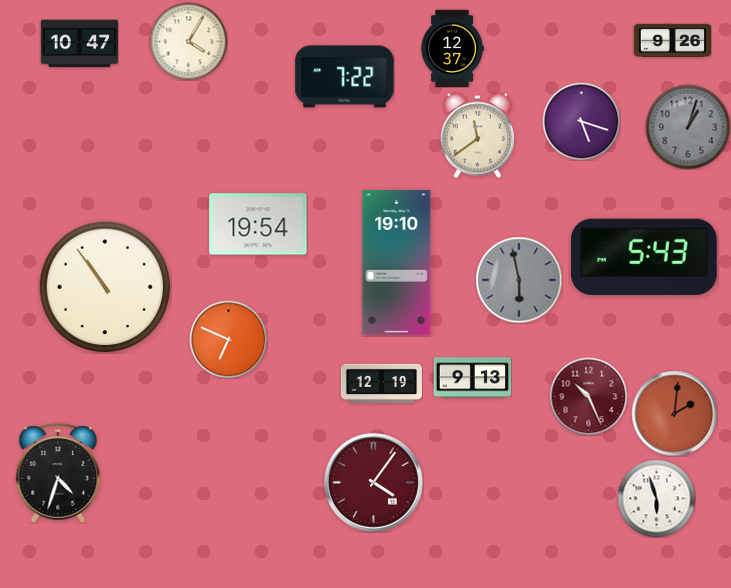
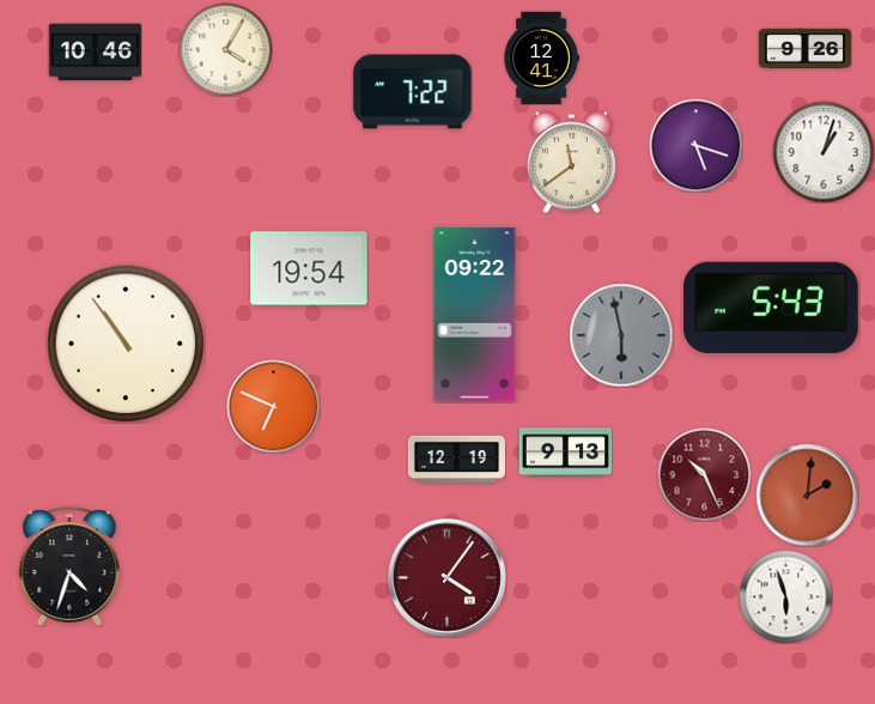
clock at (79, 44): 10:47 -> 10:46
clock at (452, 48): 12:37 -> 12:41
clock at (688, 127) dial: grey -> white
clock at (397, 263): 19:10 -> 09:22
